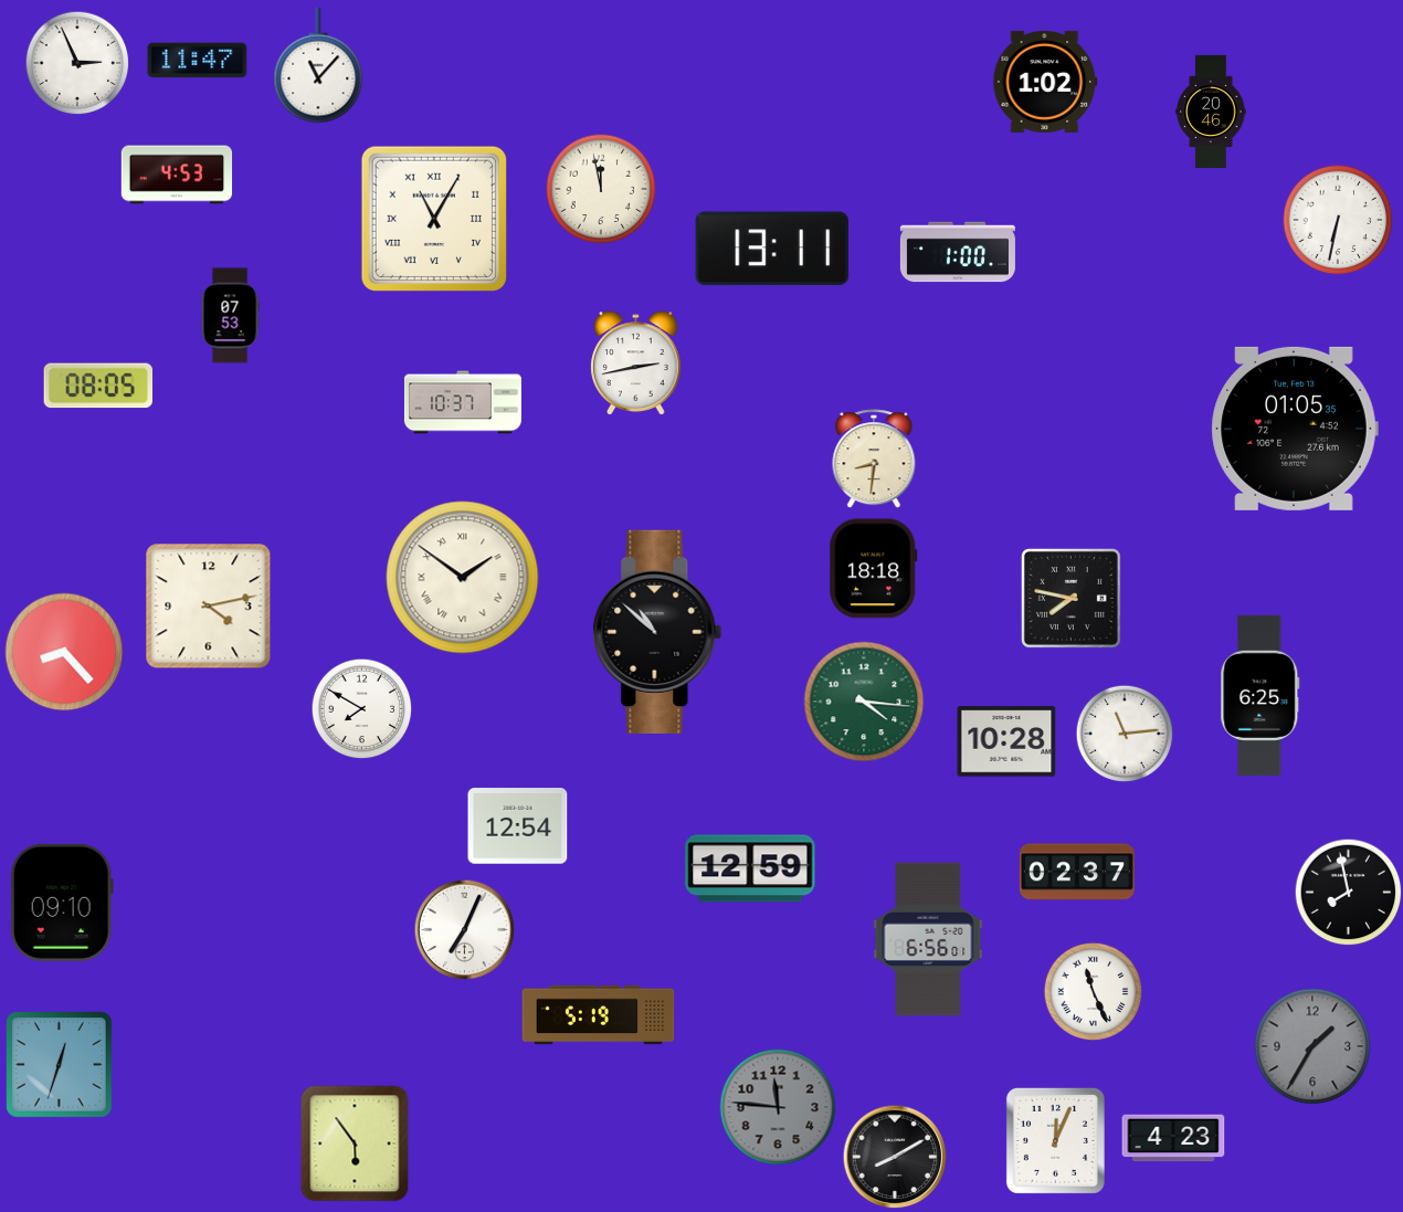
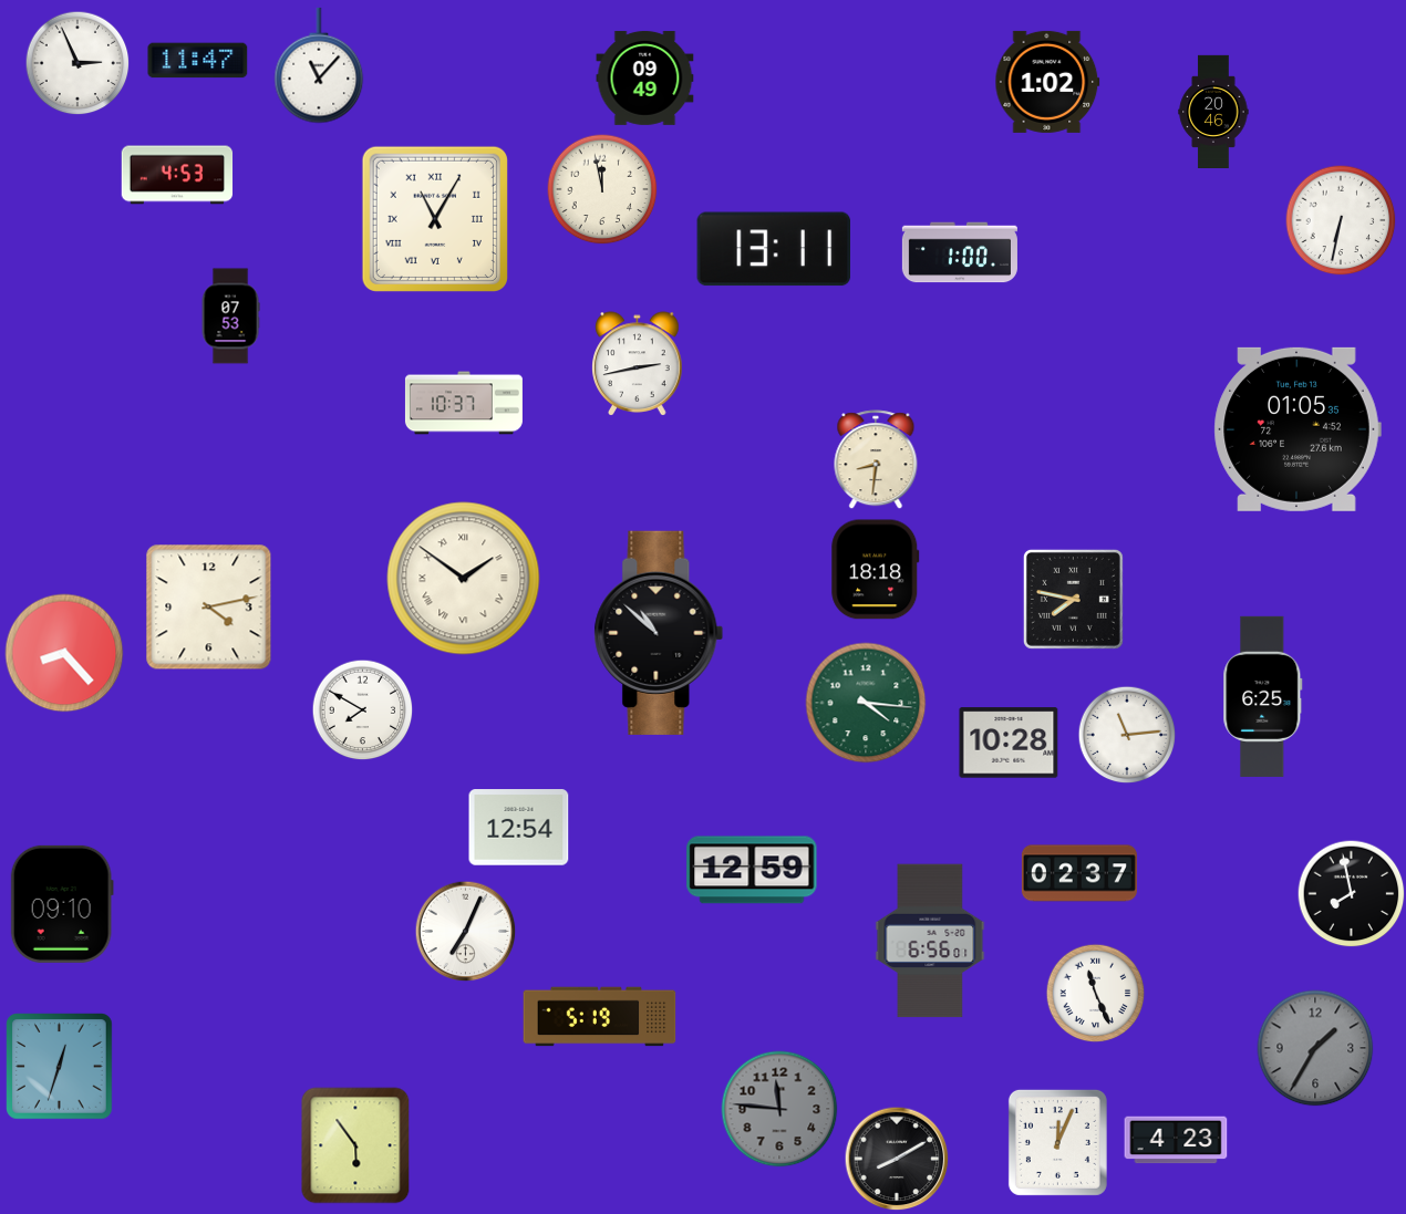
clock at (645, 77): none -> 09:49
clock at (97, 386): 08:05 -> none
